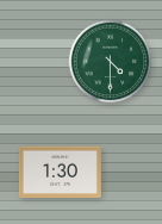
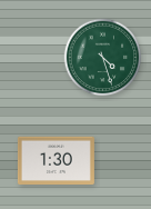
clock at (111, 62): 4:30 -> 4:27
